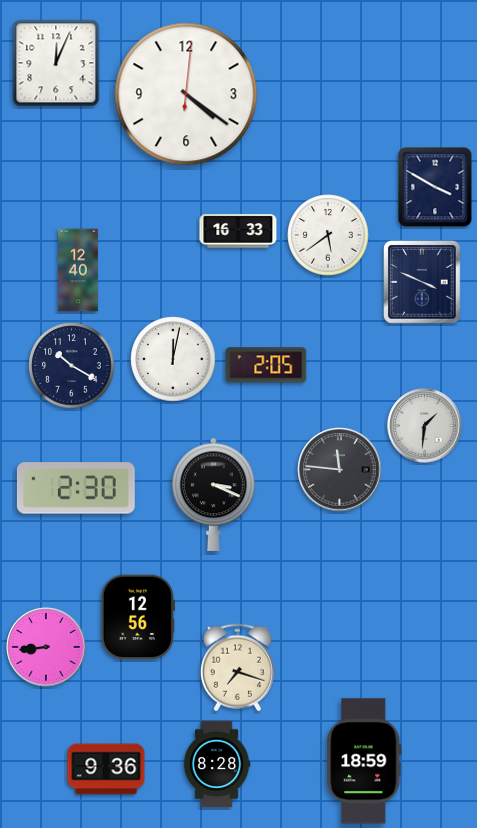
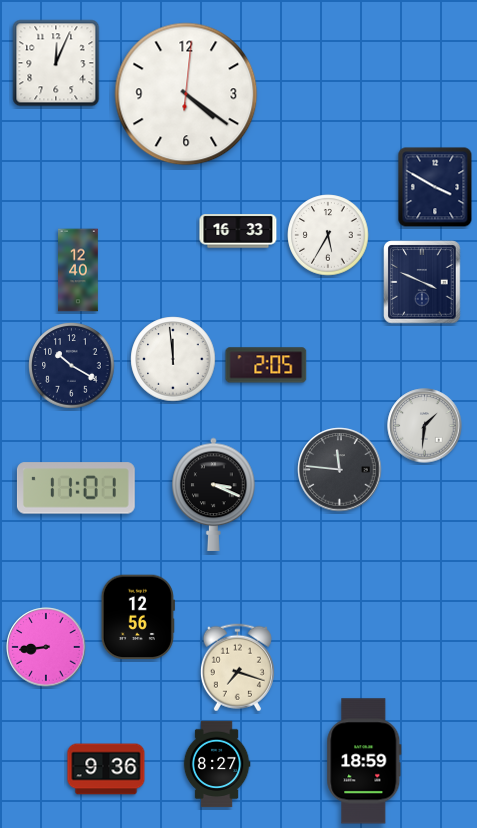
clock at (328, 235): 5:39 -> 5:35
clock at (173, 359): 12:02 -> 11:59
clock at (76, 488): 2:30 -> 11:01
clock at (217, 764): 8:28 -> 8:27
